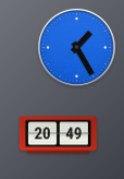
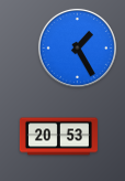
clock at (58, 135): 20:49 -> 20:53
